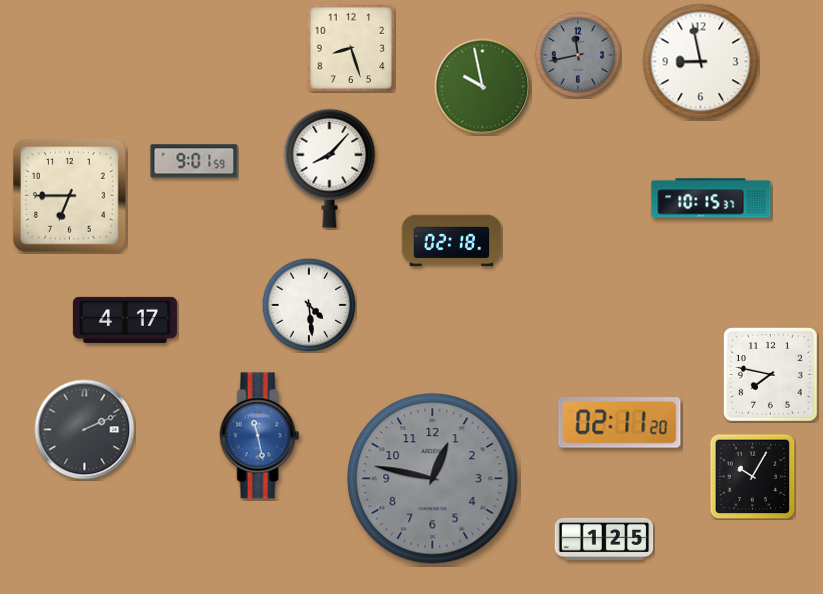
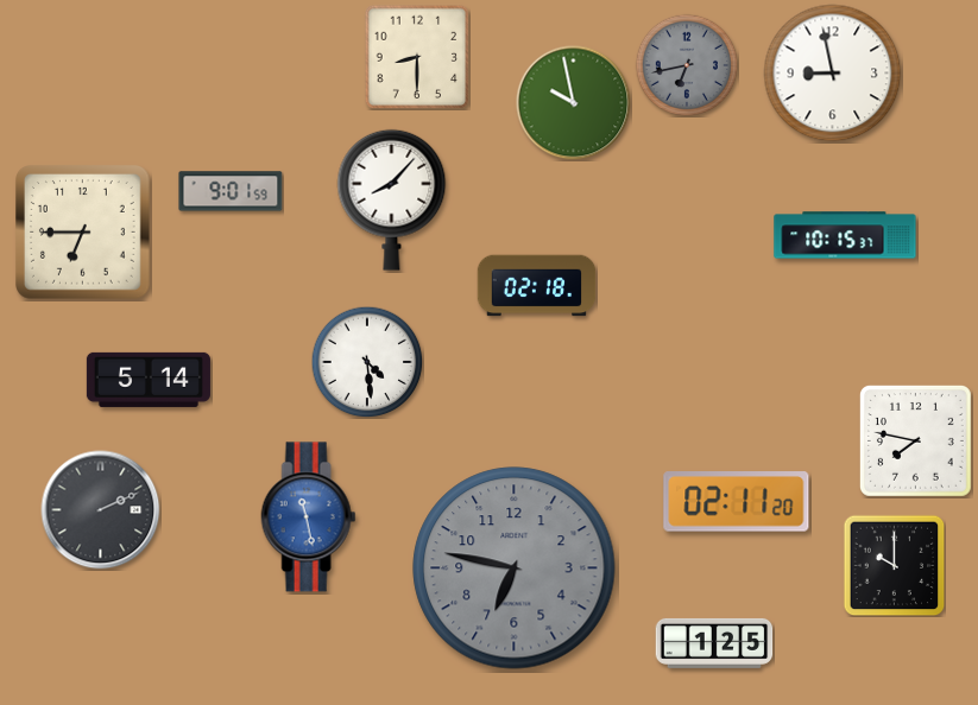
clock at (351, 48): 8:27 -> 8:30
clock at (578, 55): 11:43 -> 6:43
clock at (125, 320): 4:17 -> 5:14
clock at (770, 374) position: (770, 374) -> (915, 440)
clock at (752, 476): 10:05 -> 10:00
clock at (433, 479): 12:47 -> 6:47
clock at (604, 539) position: (604, 539) -> (714, 643)
